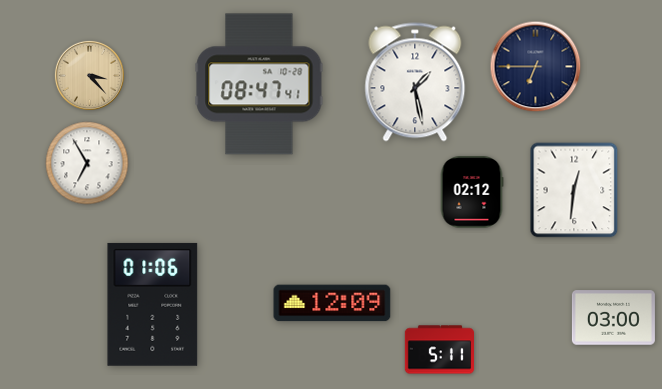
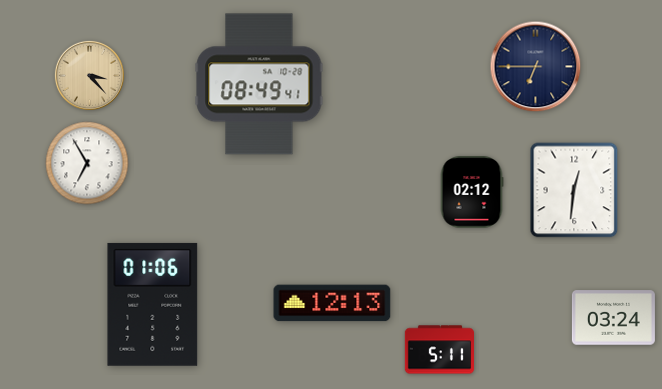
clock at (415, 82): 1:28 -> none
clock at (259, 84): 08:47 -> 08:49
clock at (332, 303): 12:09 -> 12:13
clock at (613, 318): 03:00 -> 03:24
